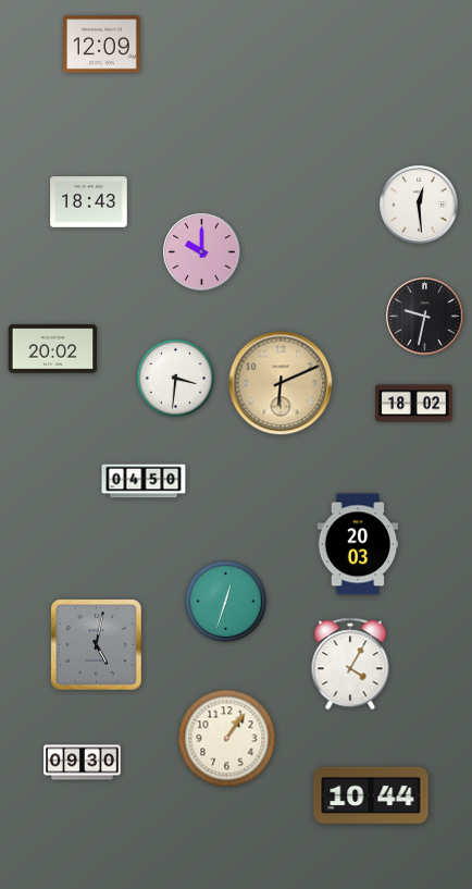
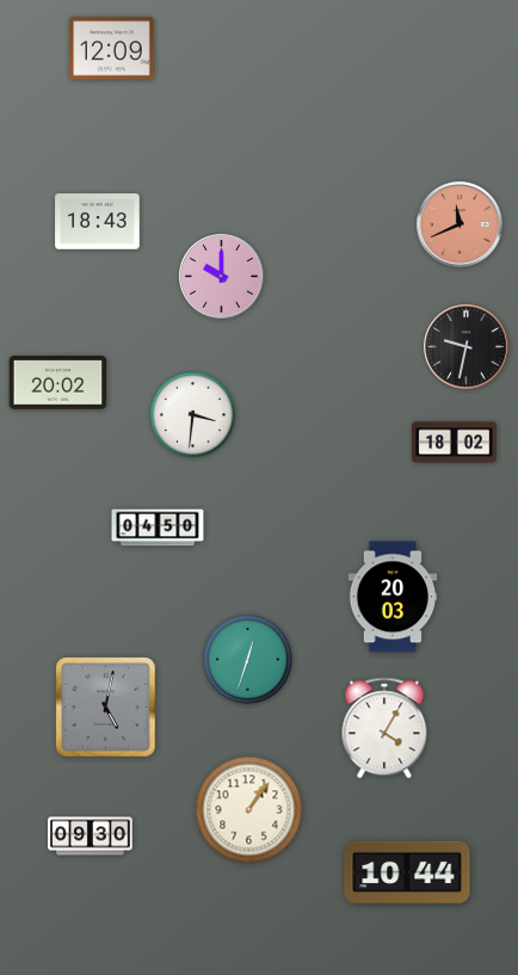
clock at (419, 205): 12:29 -> 11:41
clock at (419, 205) dial: white -> salmon
clock at (281, 383): 6:11 -> none
